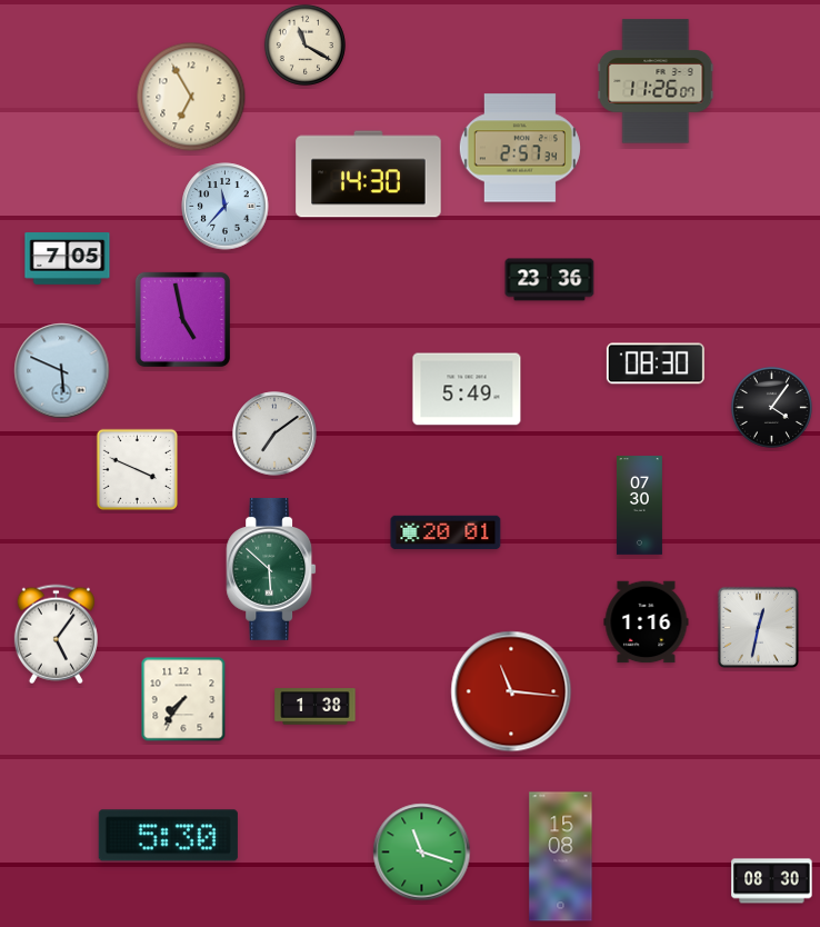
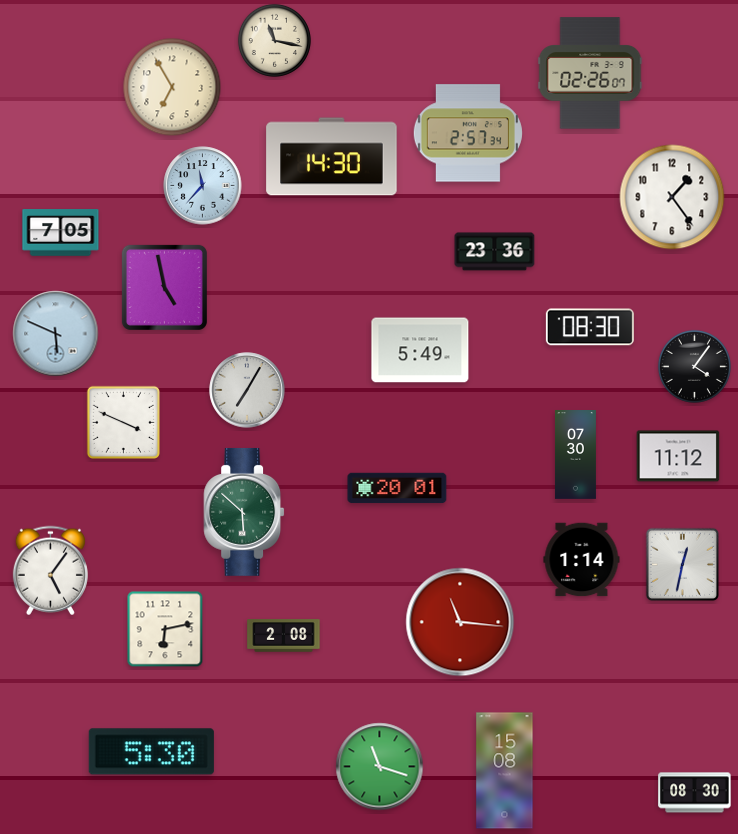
clock at (304, 44): 11:20 -> 11:17
clock at (656, 81): 11:26 -> 02:26
clock at (672, 197): none -> 1:24
clock at (274, 433): 7:09 -> 7:05
clock at (678, 456): none -> 11:12
clock at (446, 532) position: (446, 532) -> (397, 488)
clock at (647, 622): 1:16 -> 1:14
clock at (183, 699): 7:36 -> 6:13
clock at (316, 707): 1:38 -> 2:08
